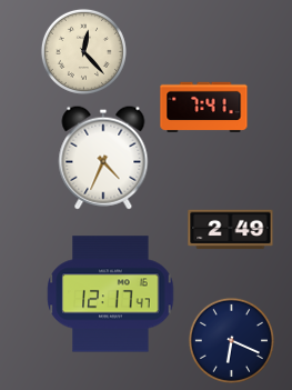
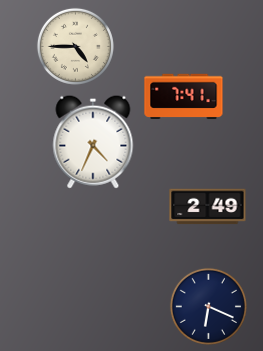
clock at (83, 51): 12:23 -> 4:45
clock at (111, 294): 12:17 -> none
